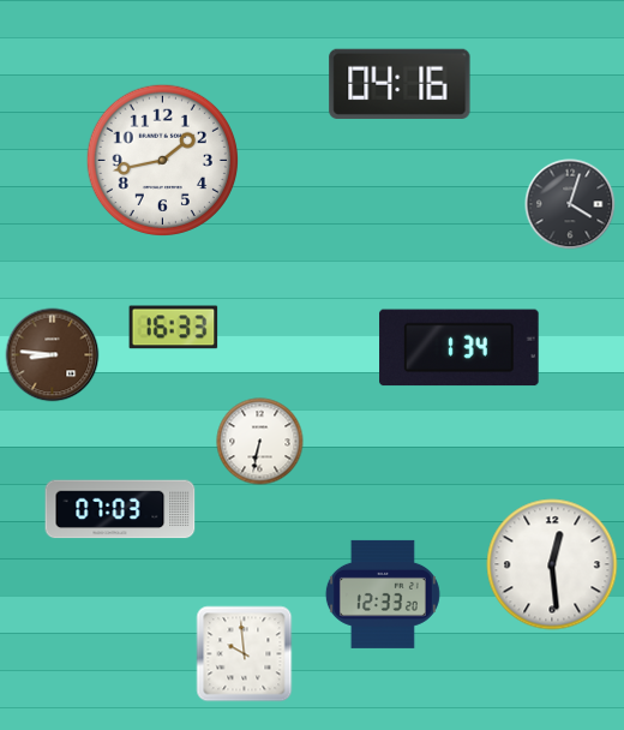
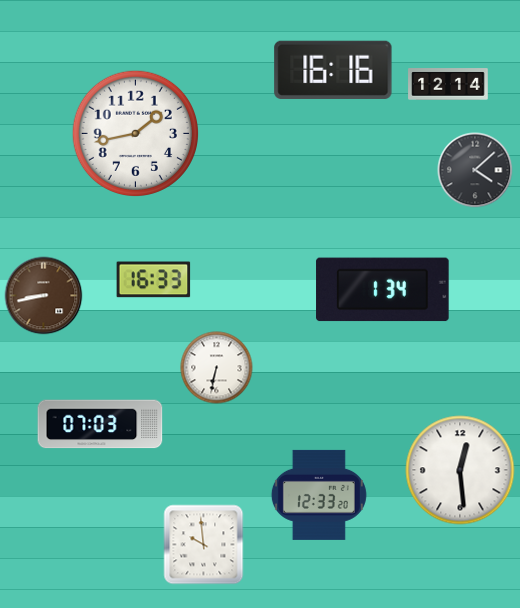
clock at (400, 84): 04:16 -> 16:16
clock at (448, 84): none -> 12:14
clock at (570, 204): 4:03 -> 4:08
clock at (174, 328) position: (174, 328) -> (154, 280)
clock at (53, 355): 8:46 -> 8:43
